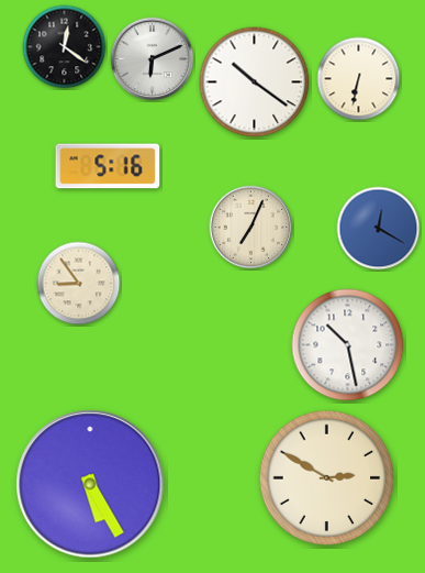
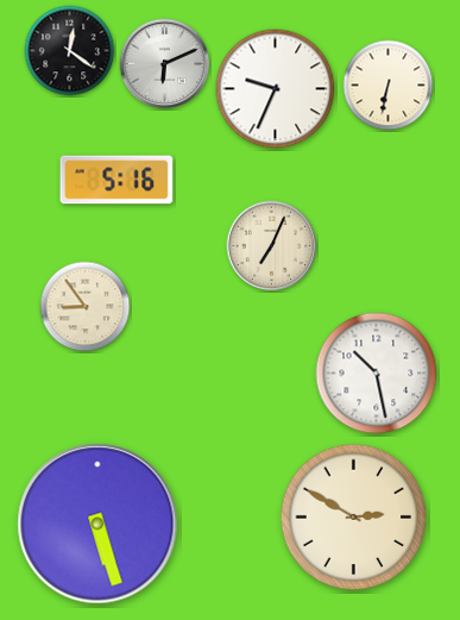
clock at (255, 82): 10:21 -> 9:34
clock at (379, 229): 12:20 -> none
clock at (90, 484): 5:25 -> 5:27
